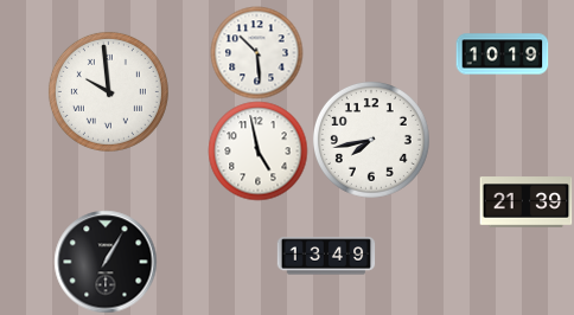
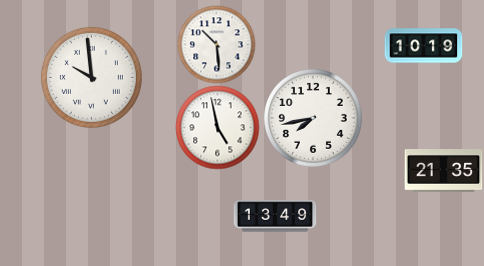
clock at (525, 202): 21:39 -> 21:35
clock at (106, 262): 1:05 -> none
